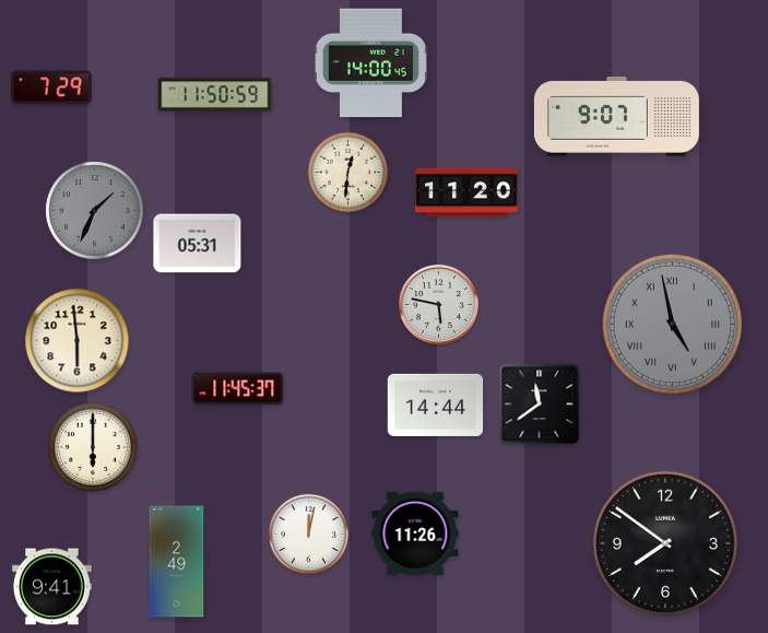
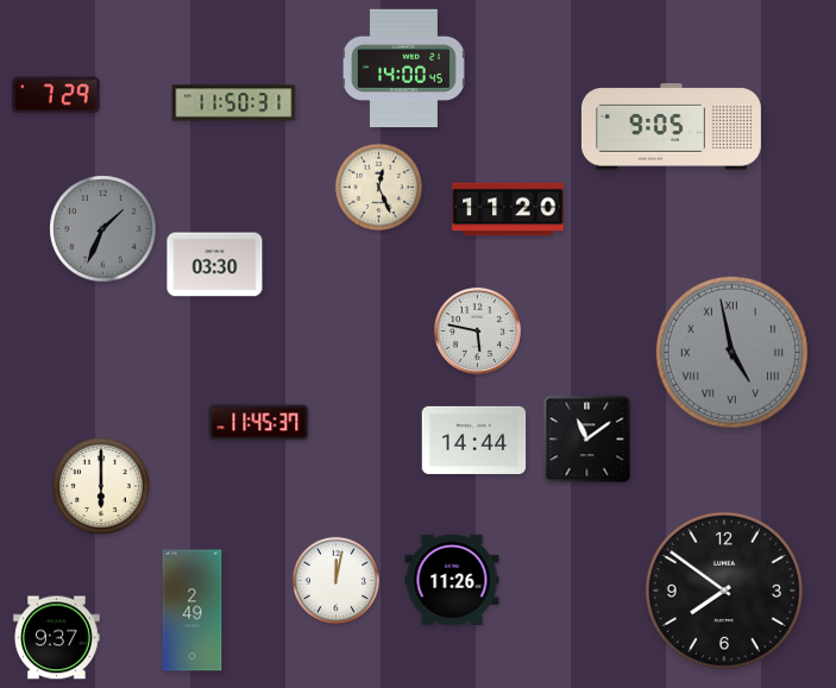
clock at (215, 95): 11:50:59 -> 11:50:31
clock at (616, 117): 9:07 -> 9:05
clock at (348, 173): 12:31 -> 12:26
clock at (198, 244): 05:31 -> 03:30
clock at (78, 341): 5:59 -> none
clock at (540, 405): 11:39 -> 11:09
clock at (52, 587): 9:41 -> 9:37
